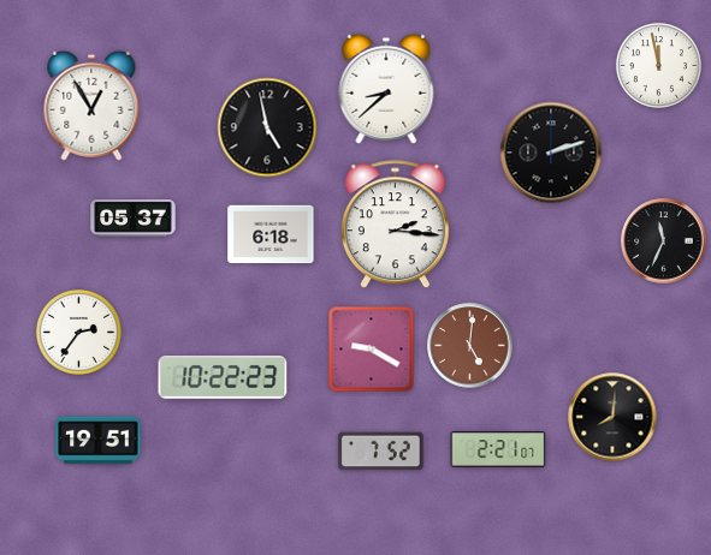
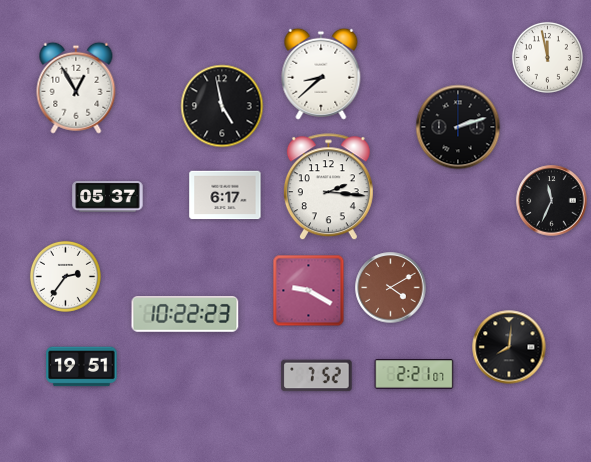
clock at (658, 65) position: (658, 65) -> (547, 57)
clock at (134, 219) position: (134, 219) -> (108, 197)
clock at (271, 234): 6:18 -> 6:17
clock at (470, 346): 5:01 -> 4:10
